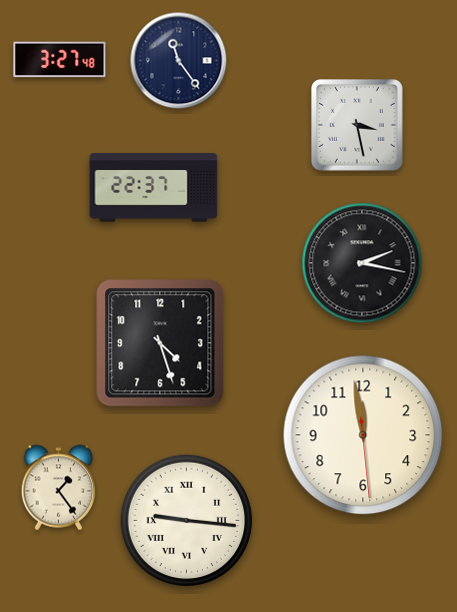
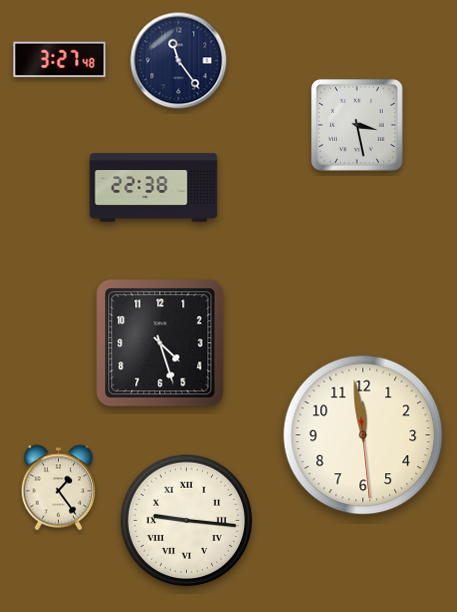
clock at (154, 188): 22:37 -> 22:38
clock at (362, 263): 2:17 -> none
